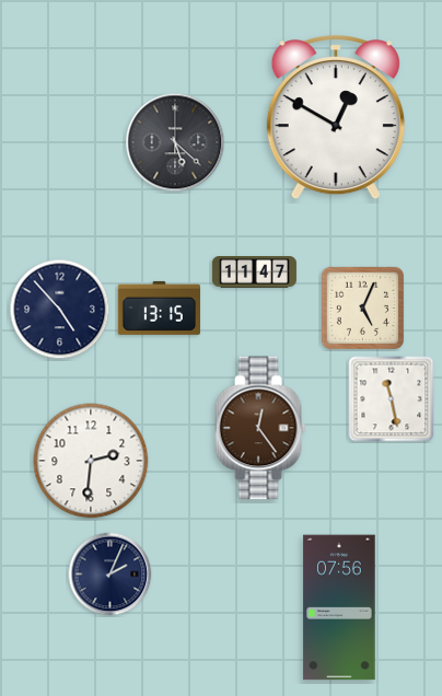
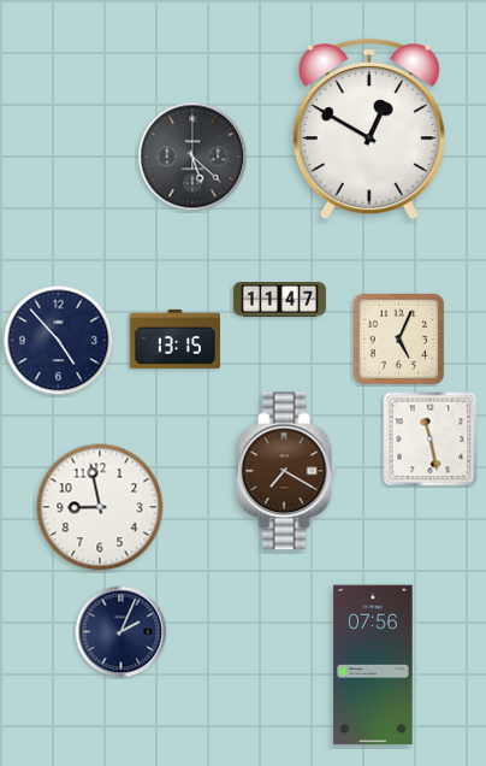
clock at (60, 310) position: (60, 310) -> (59, 341)
clock at (260, 428): 12:24 -> 7:20
clock at (91, 461): 2:31 -> 8:58
clock at (339, 607) position: (339, 607) -> (373, 665)
